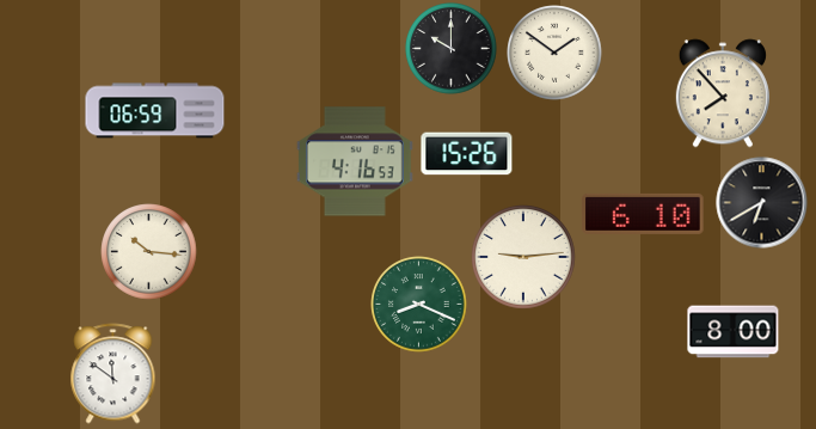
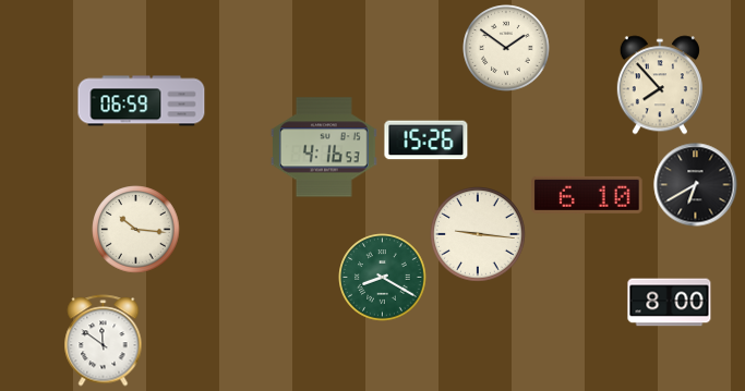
clock at (452, 49): 10:00 -> none
clock at (524, 258): 9:14 -> 9:16
clock at (419, 305): 8:19 -> 8:20
